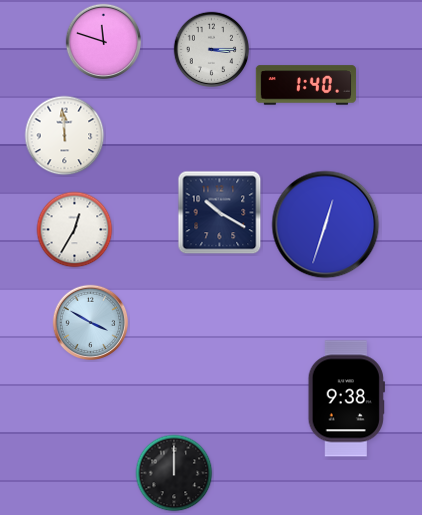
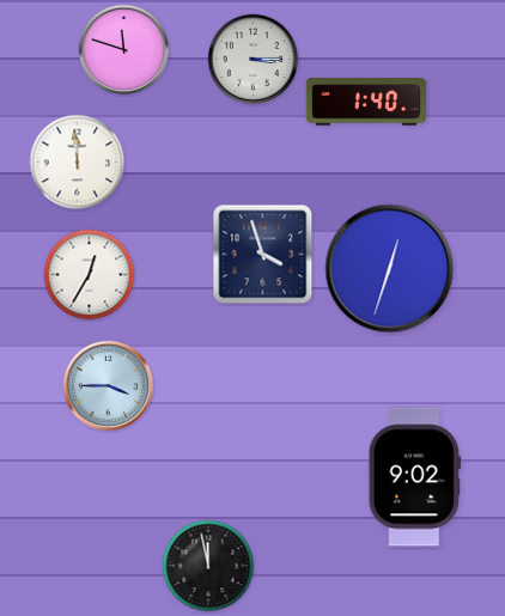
clock at (220, 213): 10:20 -> 3:57
clock at (91, 323): 3:50 -> 3:45
clock at (346, 399): 9:38 -> 9:02
clock at (174, 473): 12:00 -> 11:58
